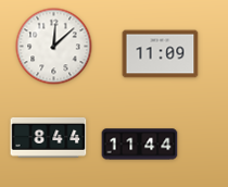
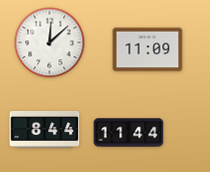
clock at (49, 137) position: (49, 137) -> (45, 129)
